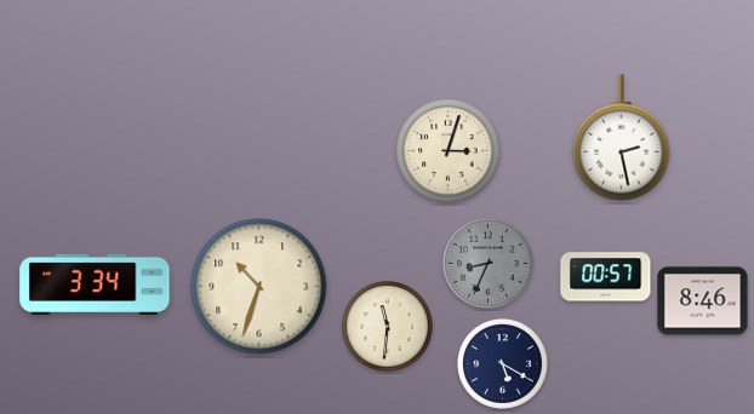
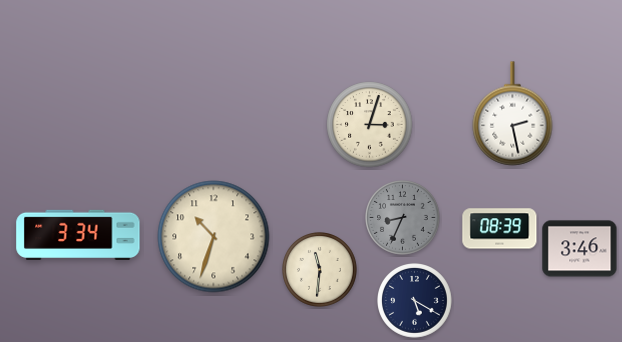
clock at (606, 277): 00:57 -> 08:39
clock at (703, 301): 8:46 -> 3:46
